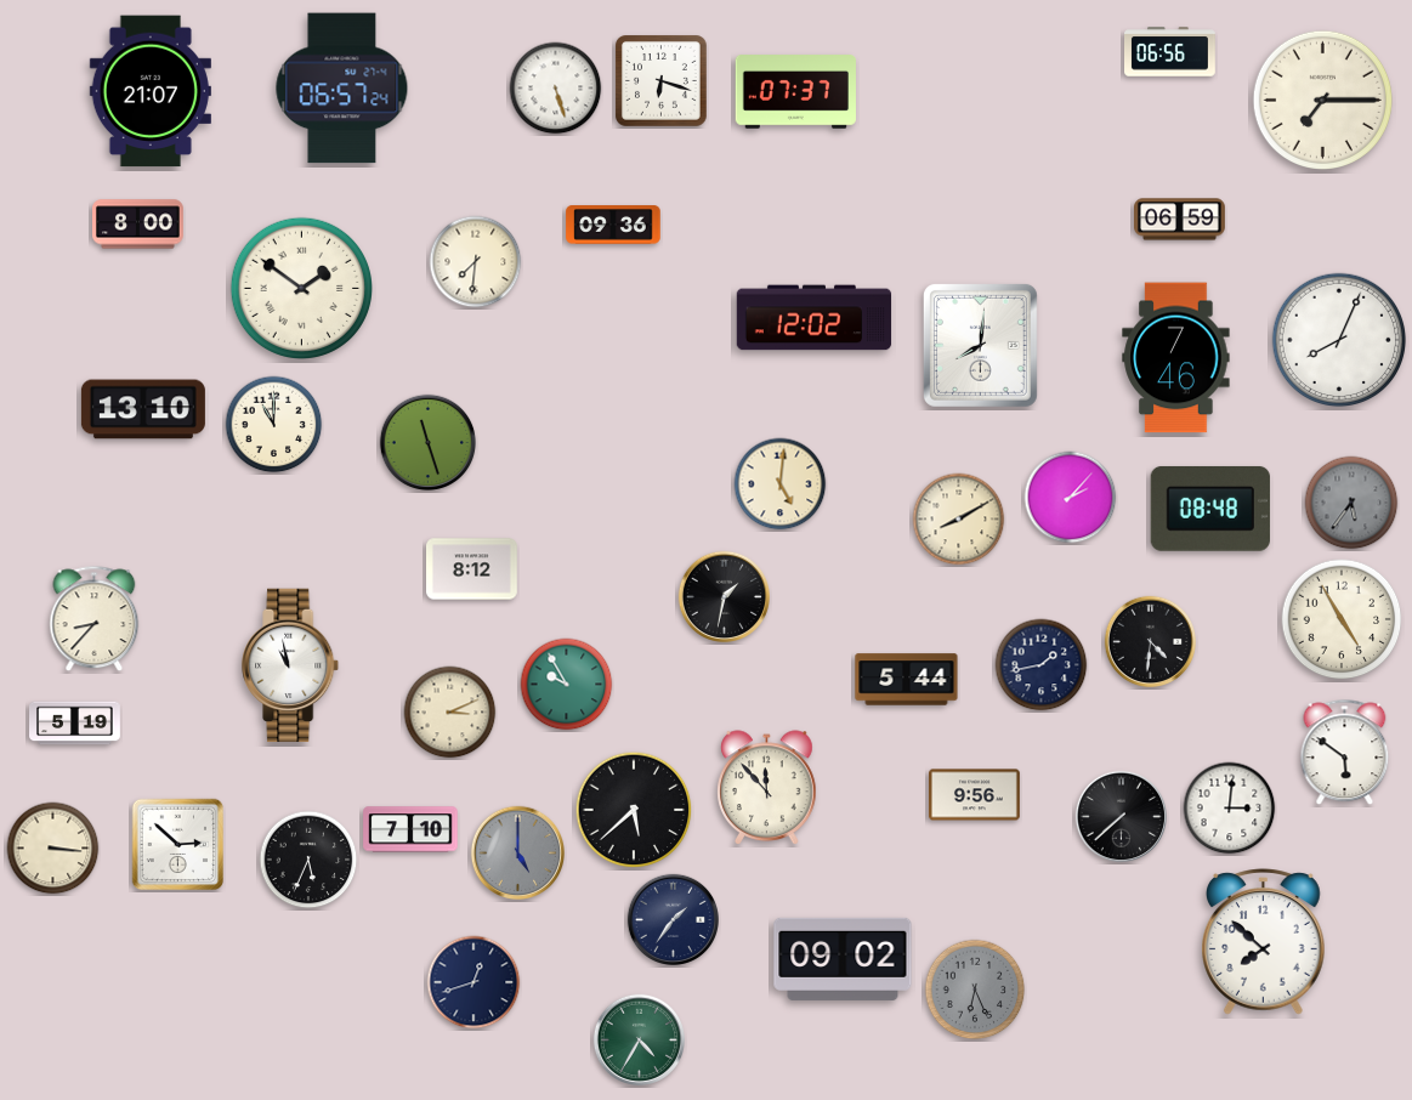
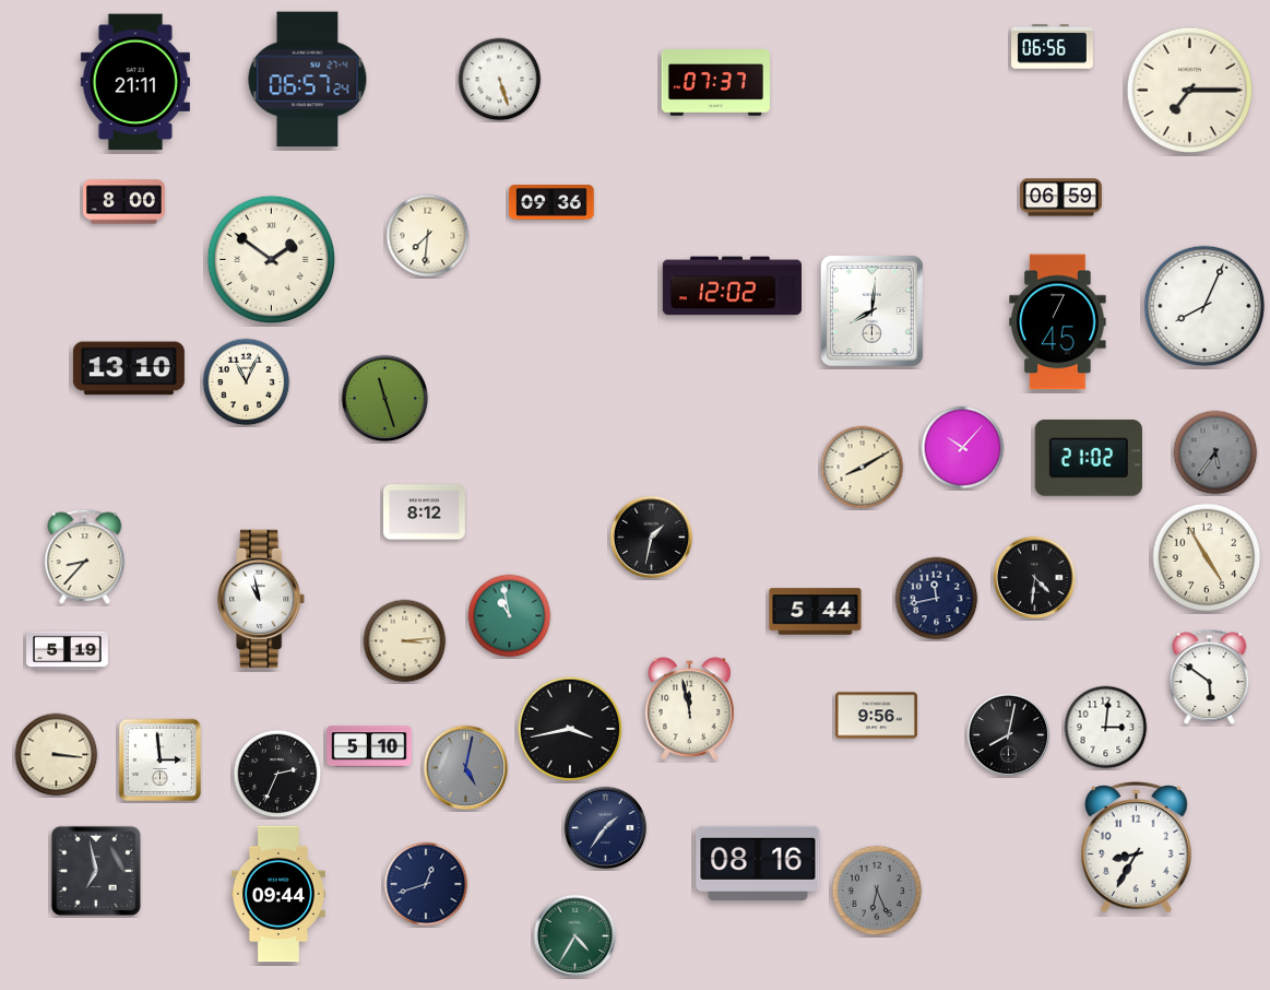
clock at (662, 81): 6:18 -> none
clock at (151, 91): 21:07 -> 21:11
clock at (980, 345) position: (980, 345) -> (871, 310)
clock at (1176, 358): 7:46 -> 7:45
clock at (274, 425): 11:00 -> 11:04
clock at (781, 484): 5:01 -> none
clock at (1071, 498): 2:07 -> 10:07
clock at (1210, 509): 08:48 -> 21:02
clock at (1042, 665): 1:43 -> 11:43
clock at (567, 685): 9:55 -> 10:58
clock at (450, 713): 3:11 -> 3:14
clock at (767, 788): 11:53 -> 11:58
clock at (634, 810): 5:38 -> 3:43
clock at (1121, 816): 7:38 -> 8:02
clock at (410, 829): 7:10 -> 5:10
clock at (178, 845): 2:52 -> 2:59
clock at (53, 849) position: (53, 849) -> (57, 755)
clock at (518, 854): 5:00 -> 5:02
clock at (308, 860): 5:34 -> 2:34
clock at (1264, 942): 7:52 -> 8:35
clock at (843, 959): 09:02 -> 08:16
clock at (95, 870): none -> 6:58
clock at (278, 894): none -> 09:44
